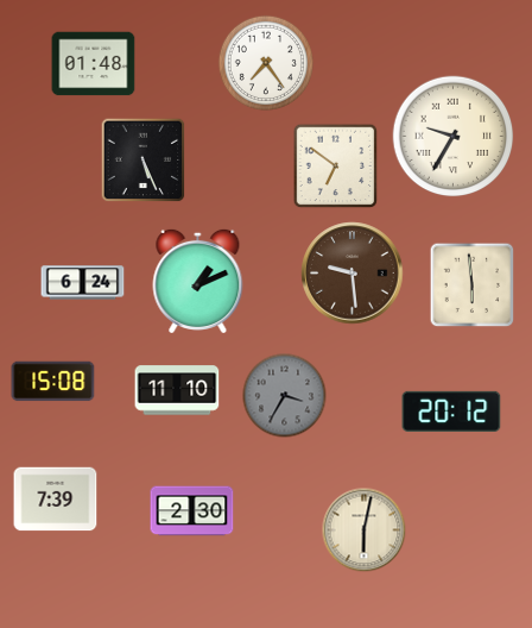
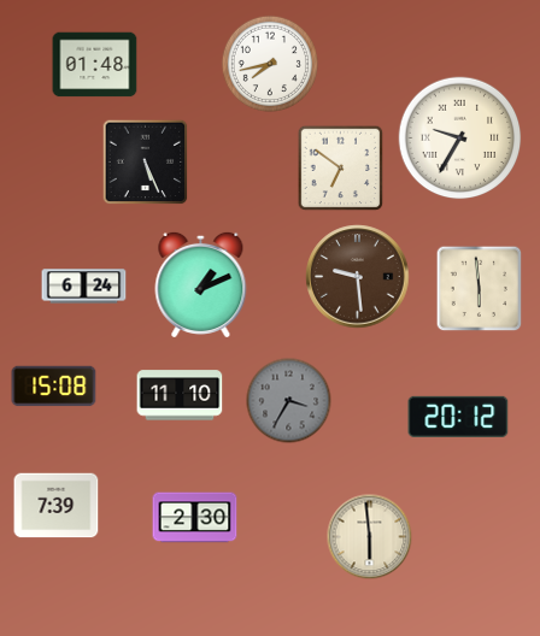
clock at (265, 62): 7:24 -> 7:43
clock at (365, 530): 6:02 -> 5:59
